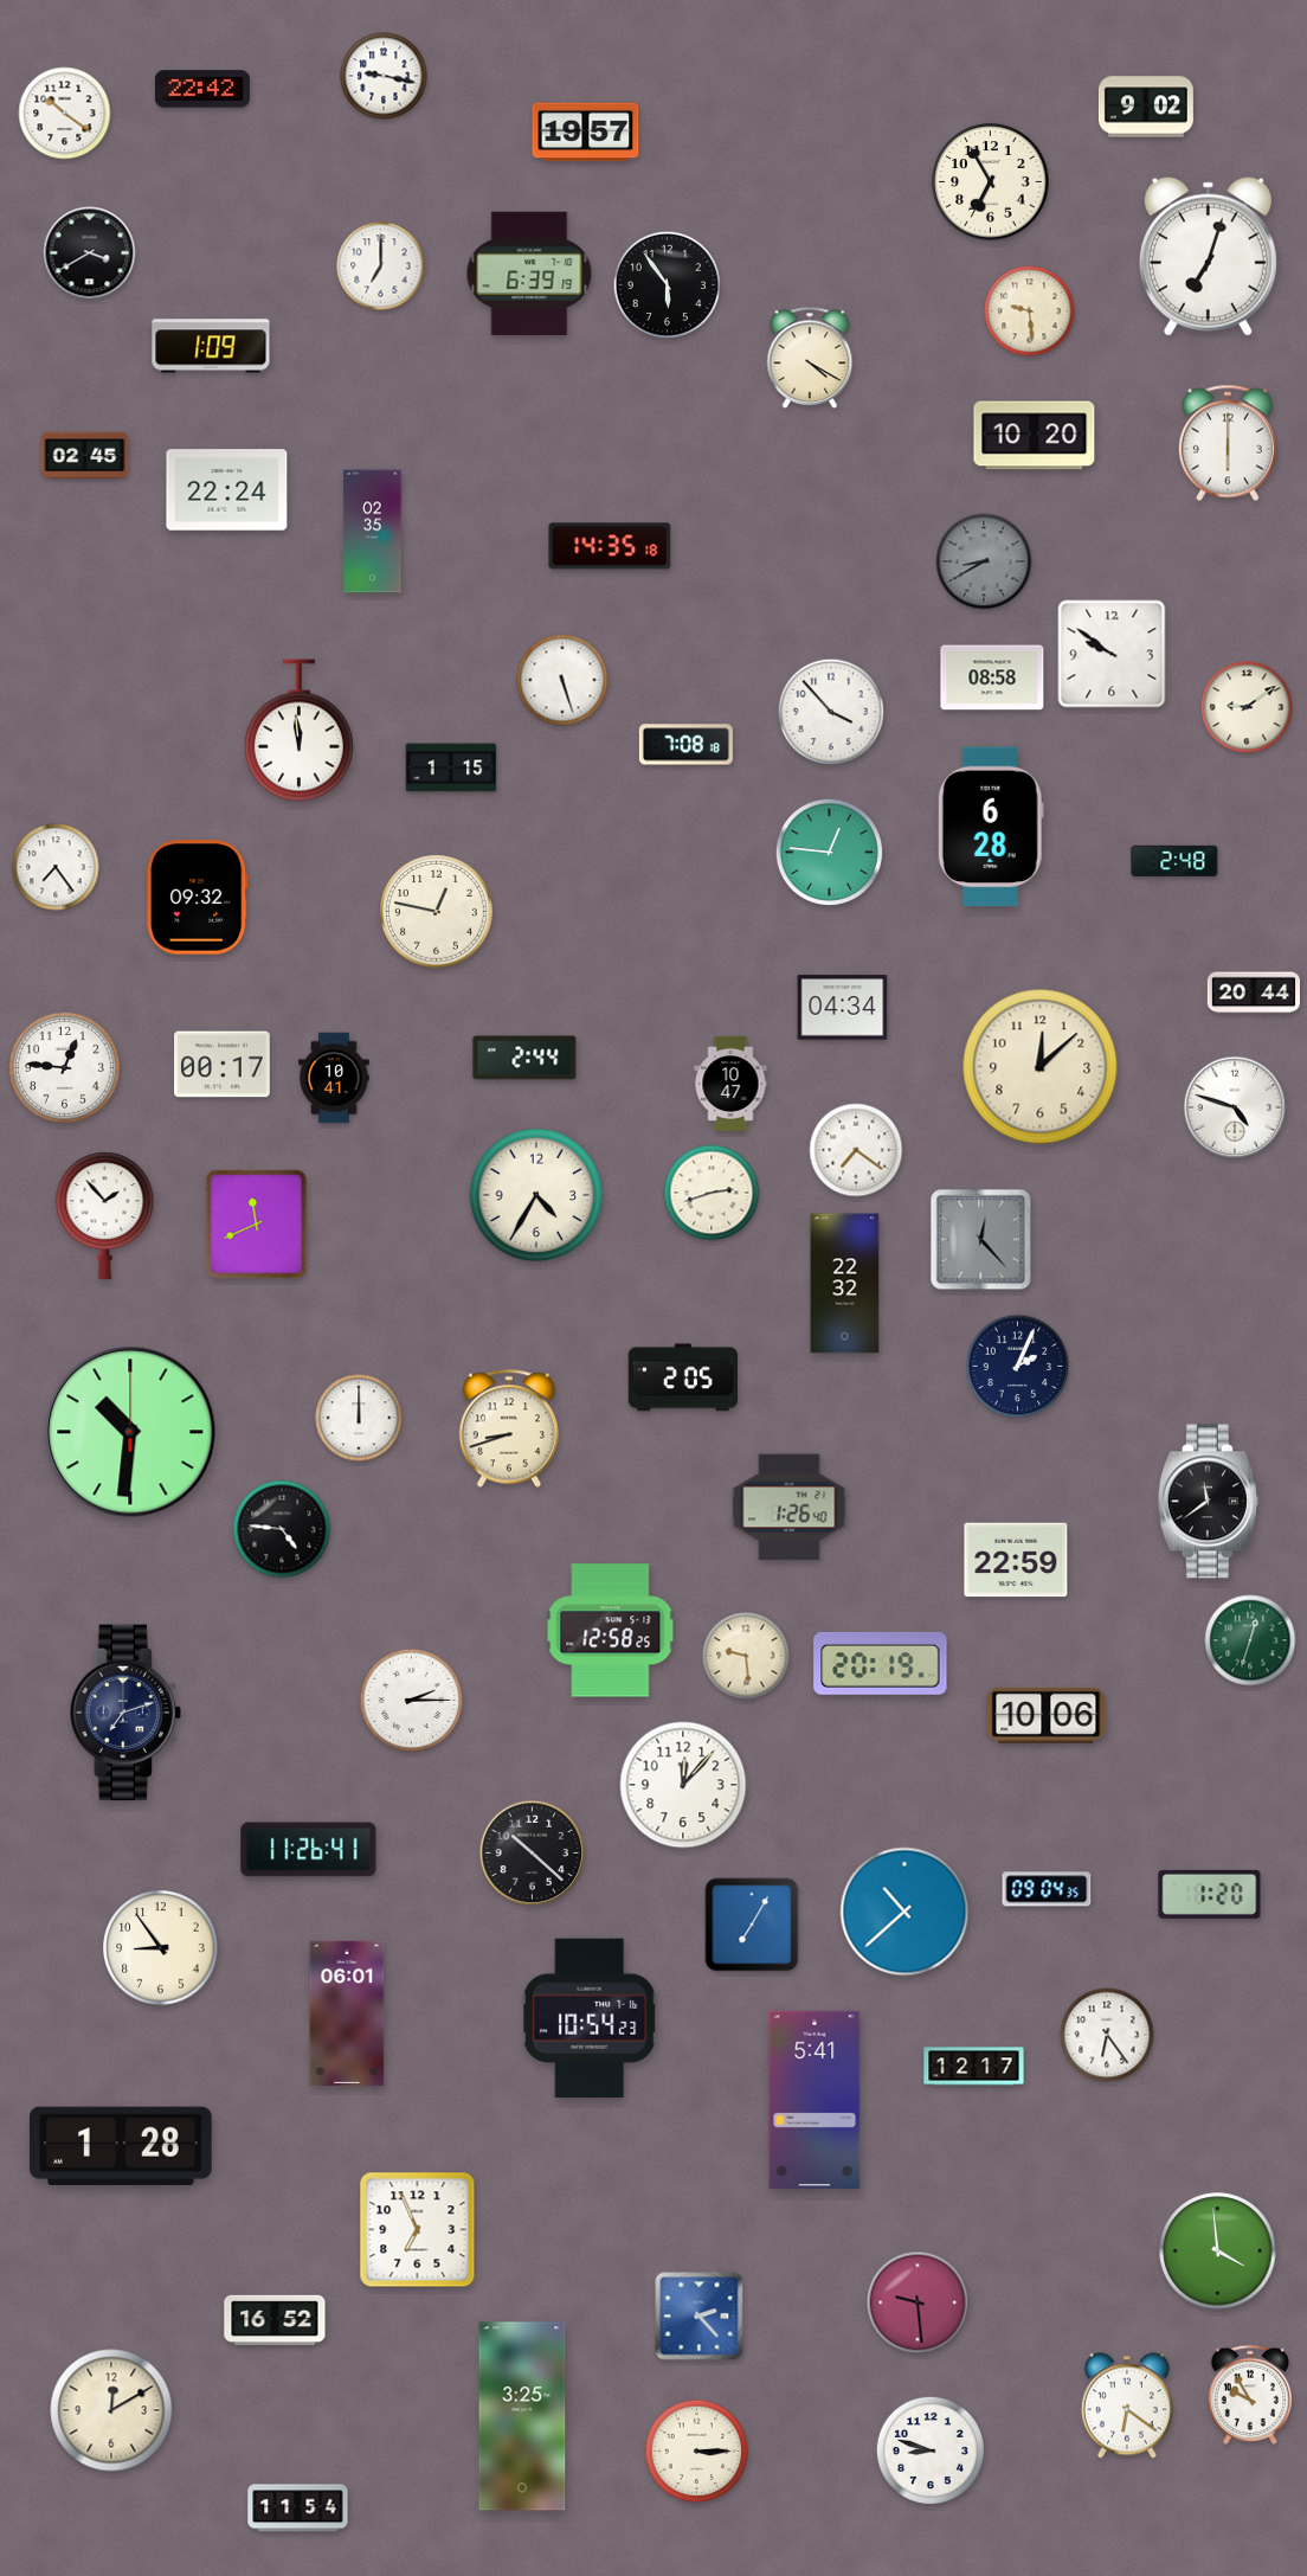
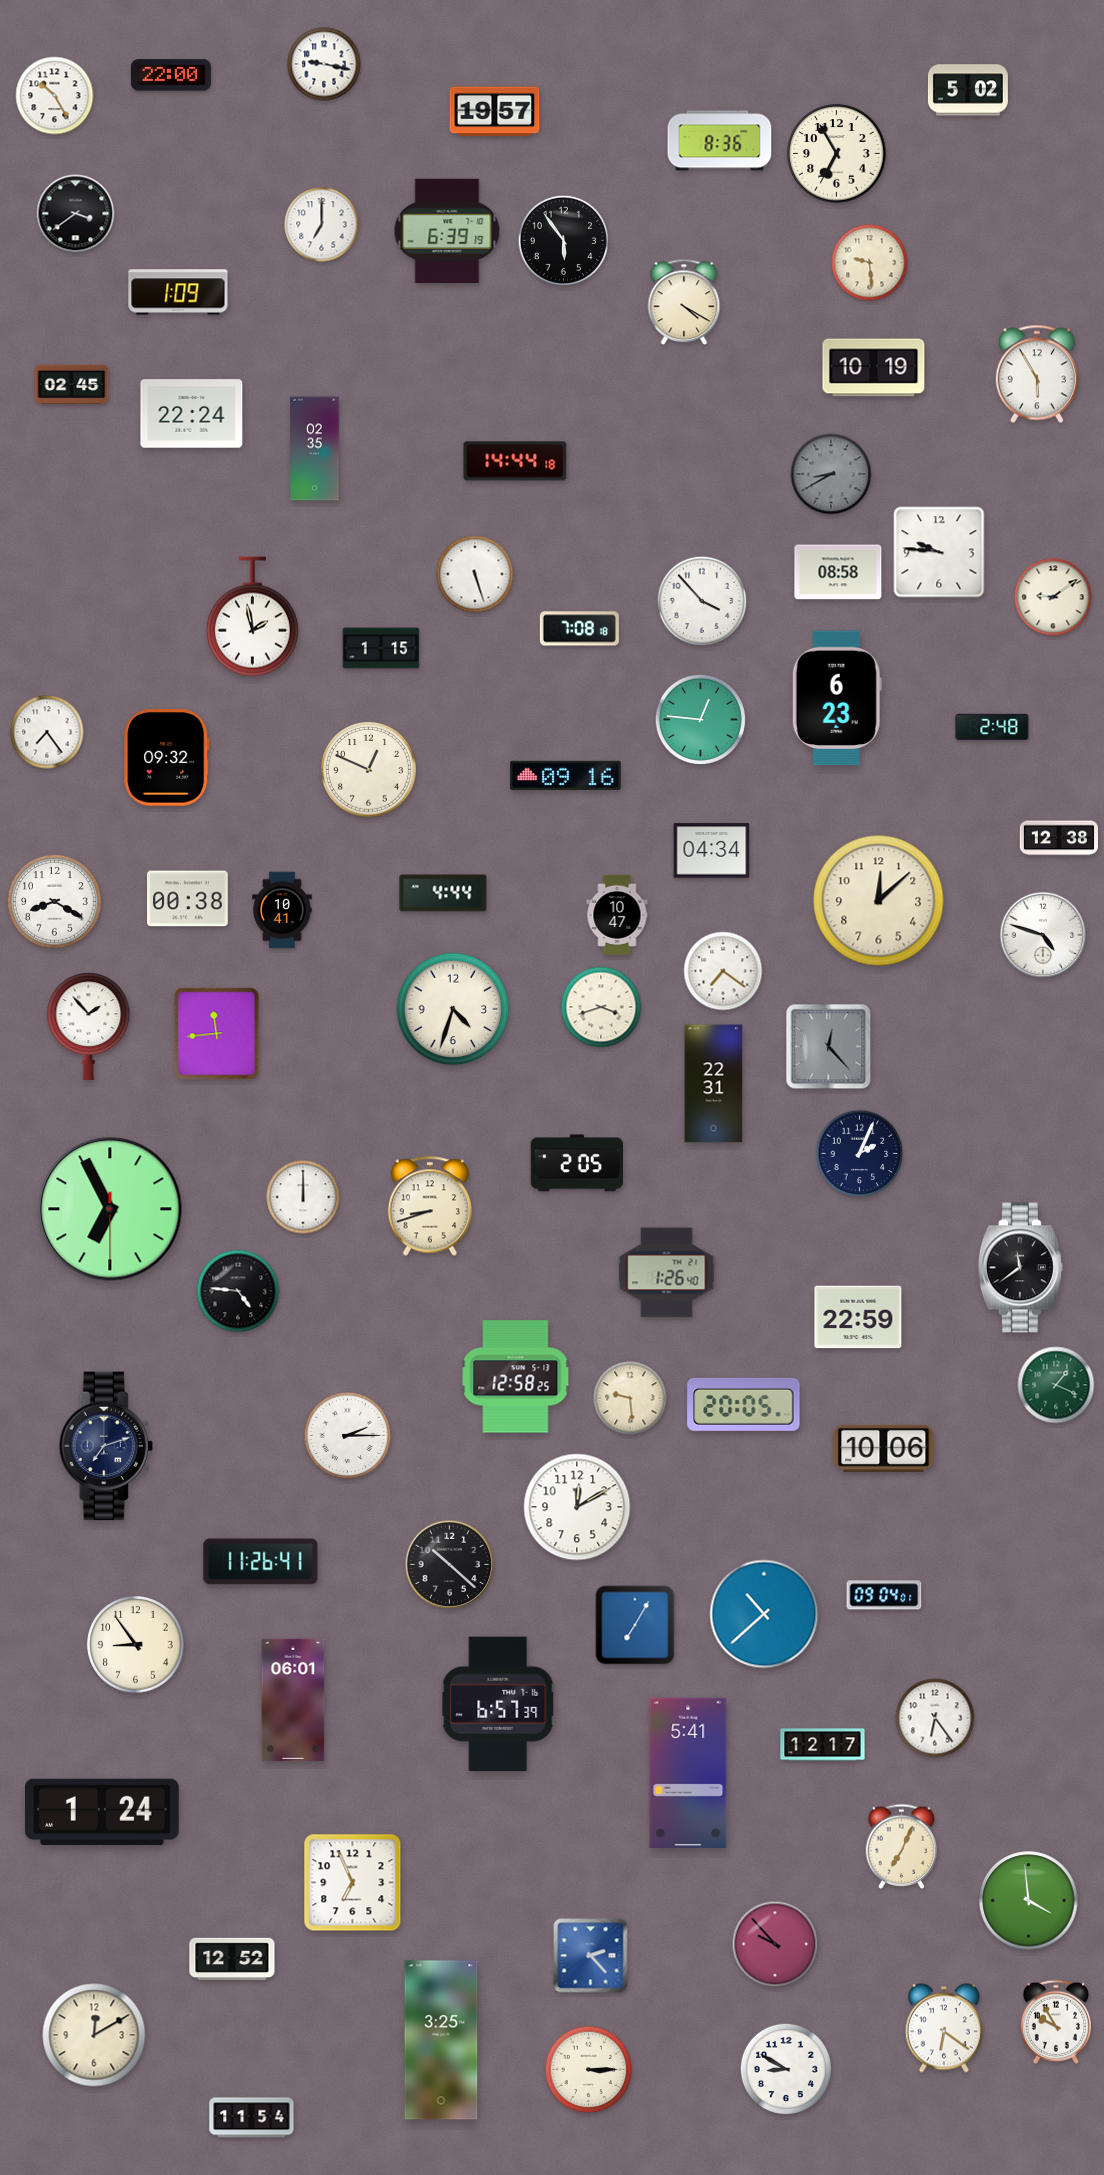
clock at (202, 89): 22:42 -> 22:00
clock at (1146, 107): 9:02 -> 5:02
clock at (65, 114): 10:21 -> 10:25
clock at (720, 141): none -> 8:36
clock at (90, 253): 3:40 -> 3:39
clock at (1208, 256): 7:03 -> none
clock at (1035, 436): 10:20 -> 10:19
clock at (1228, 443): 6:00 -> 5:55
clock at (610, 546): 14:35 -> 14:44
clock at (1112, 654): 9:51 -> 9:46
clock at (298, 731): 11:59 -> 1:58
clock at (991, 827): 6:28 -> 6:23
clock at (437, 912): 12:47 -> 12:49
clock at (566, 775): none -> 09:16
clock at (1253, 993): 20:44 -> 12:38
clock at (524, 1058): 2:44 -> 4:44
clock at (223, 1065): 00:17 -> 00:38
clock at (64, 1067): 12:46 -> 8:20
clock at (712, 1193): 2:42 -> 3:42
clock at (536, 1195): 4:35 -> 4:33
clock at (257, 1225): 11:41 -> 11:44
clock at (845, 1284): 22:32 -> 22:31
clock at (130, 1432): 10:31 -> 6:55
clock at (1250, 1640): 12:33 -> 1:19
clock at (881, 1663): 20:19 -> 20:05
clock at (683, 1785): 12:07 -> 12:10
clock at (1047, 1889): 09:04:35 -> 09:04:01
clock at (1210, 1894): 1:20 -> none
clock at (590, 2018): 10:54 -> 6:57
clock at (121, 2146): 1:28 -> 1:24
clock at (902, 1846): none -> 7:04
clock at (918, 2302): 9:29 -> 9:53
clock at (275, 2319): 16:52 -> 12:52
clock at (1127, 2405) position: (1127, 2405) -> (944, 2028)
clock at (931, 2450): 8:48 -> 8:50
